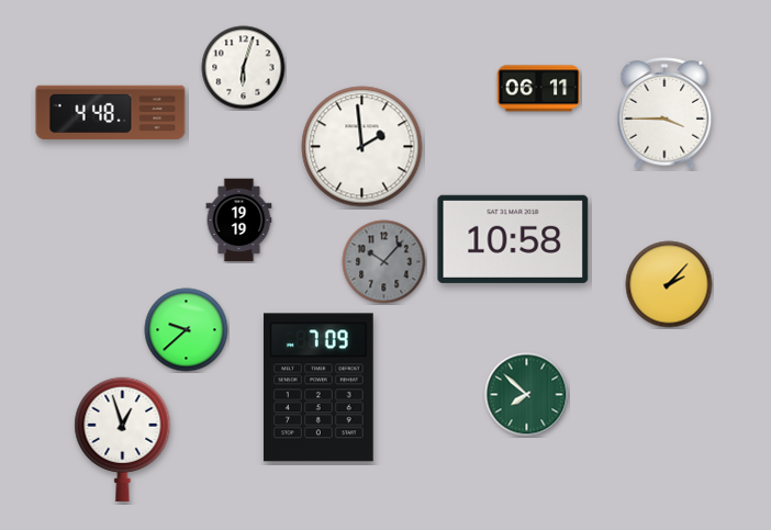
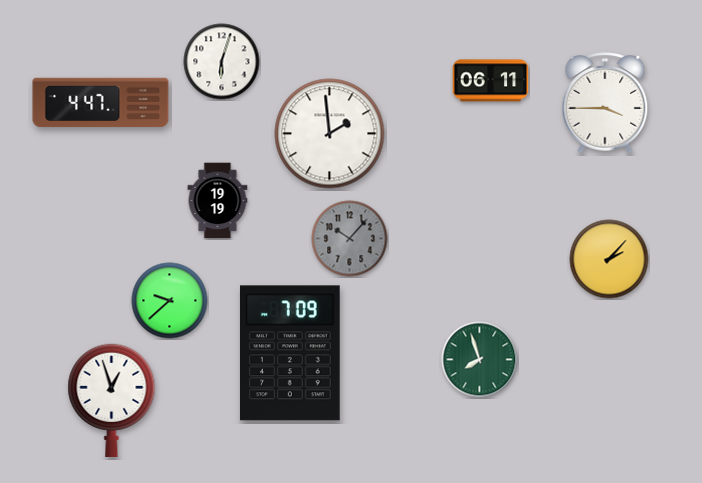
clock at (111, 113): 4:48 -> 4:47
clock at (513, 239): 10:58 -> none
clock at (527, 395): 7:52 -> 7:57
